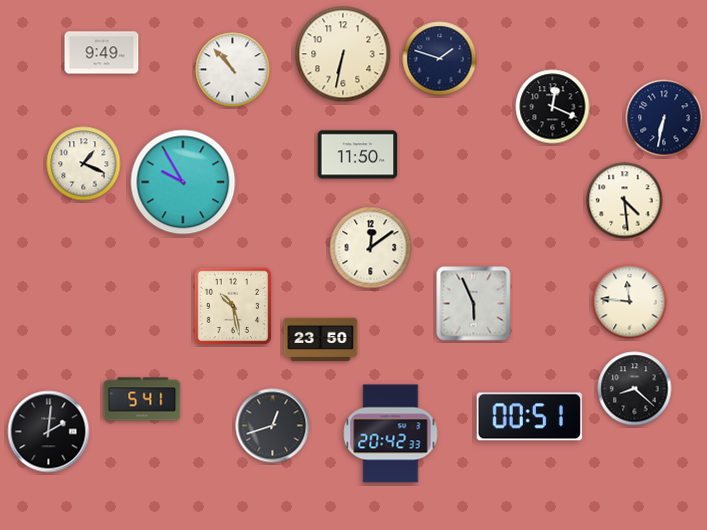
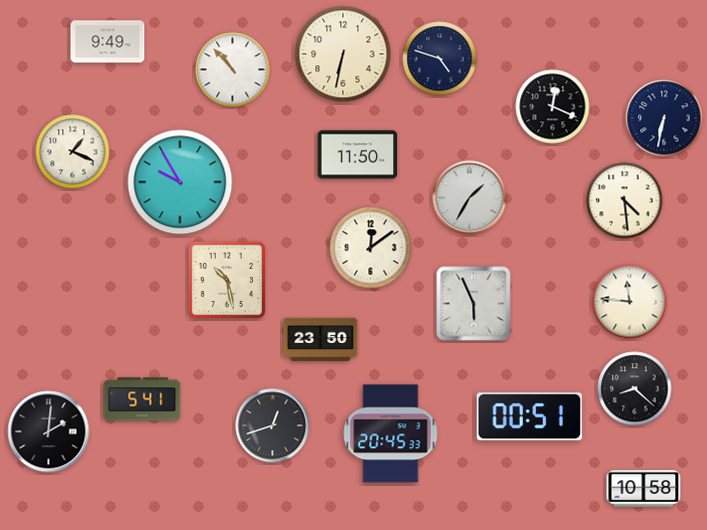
clock at (102, 53) position: (102, 53) -> (108, 42)
clock at (440, 59): 1:48 -> 4:48
clock at (84, 164) position: (84, 164) -> (73, 152)
clock at (183, 182) position: (183, 182) -> (180, 182)
clock at (470, 198): none -> 1:35
clock at (233, 306) position: (233, 306) -> (227, 280)
clock at (391, 434): 20:42 -> 20:45
clock at (644, 489): none -> 10:58
